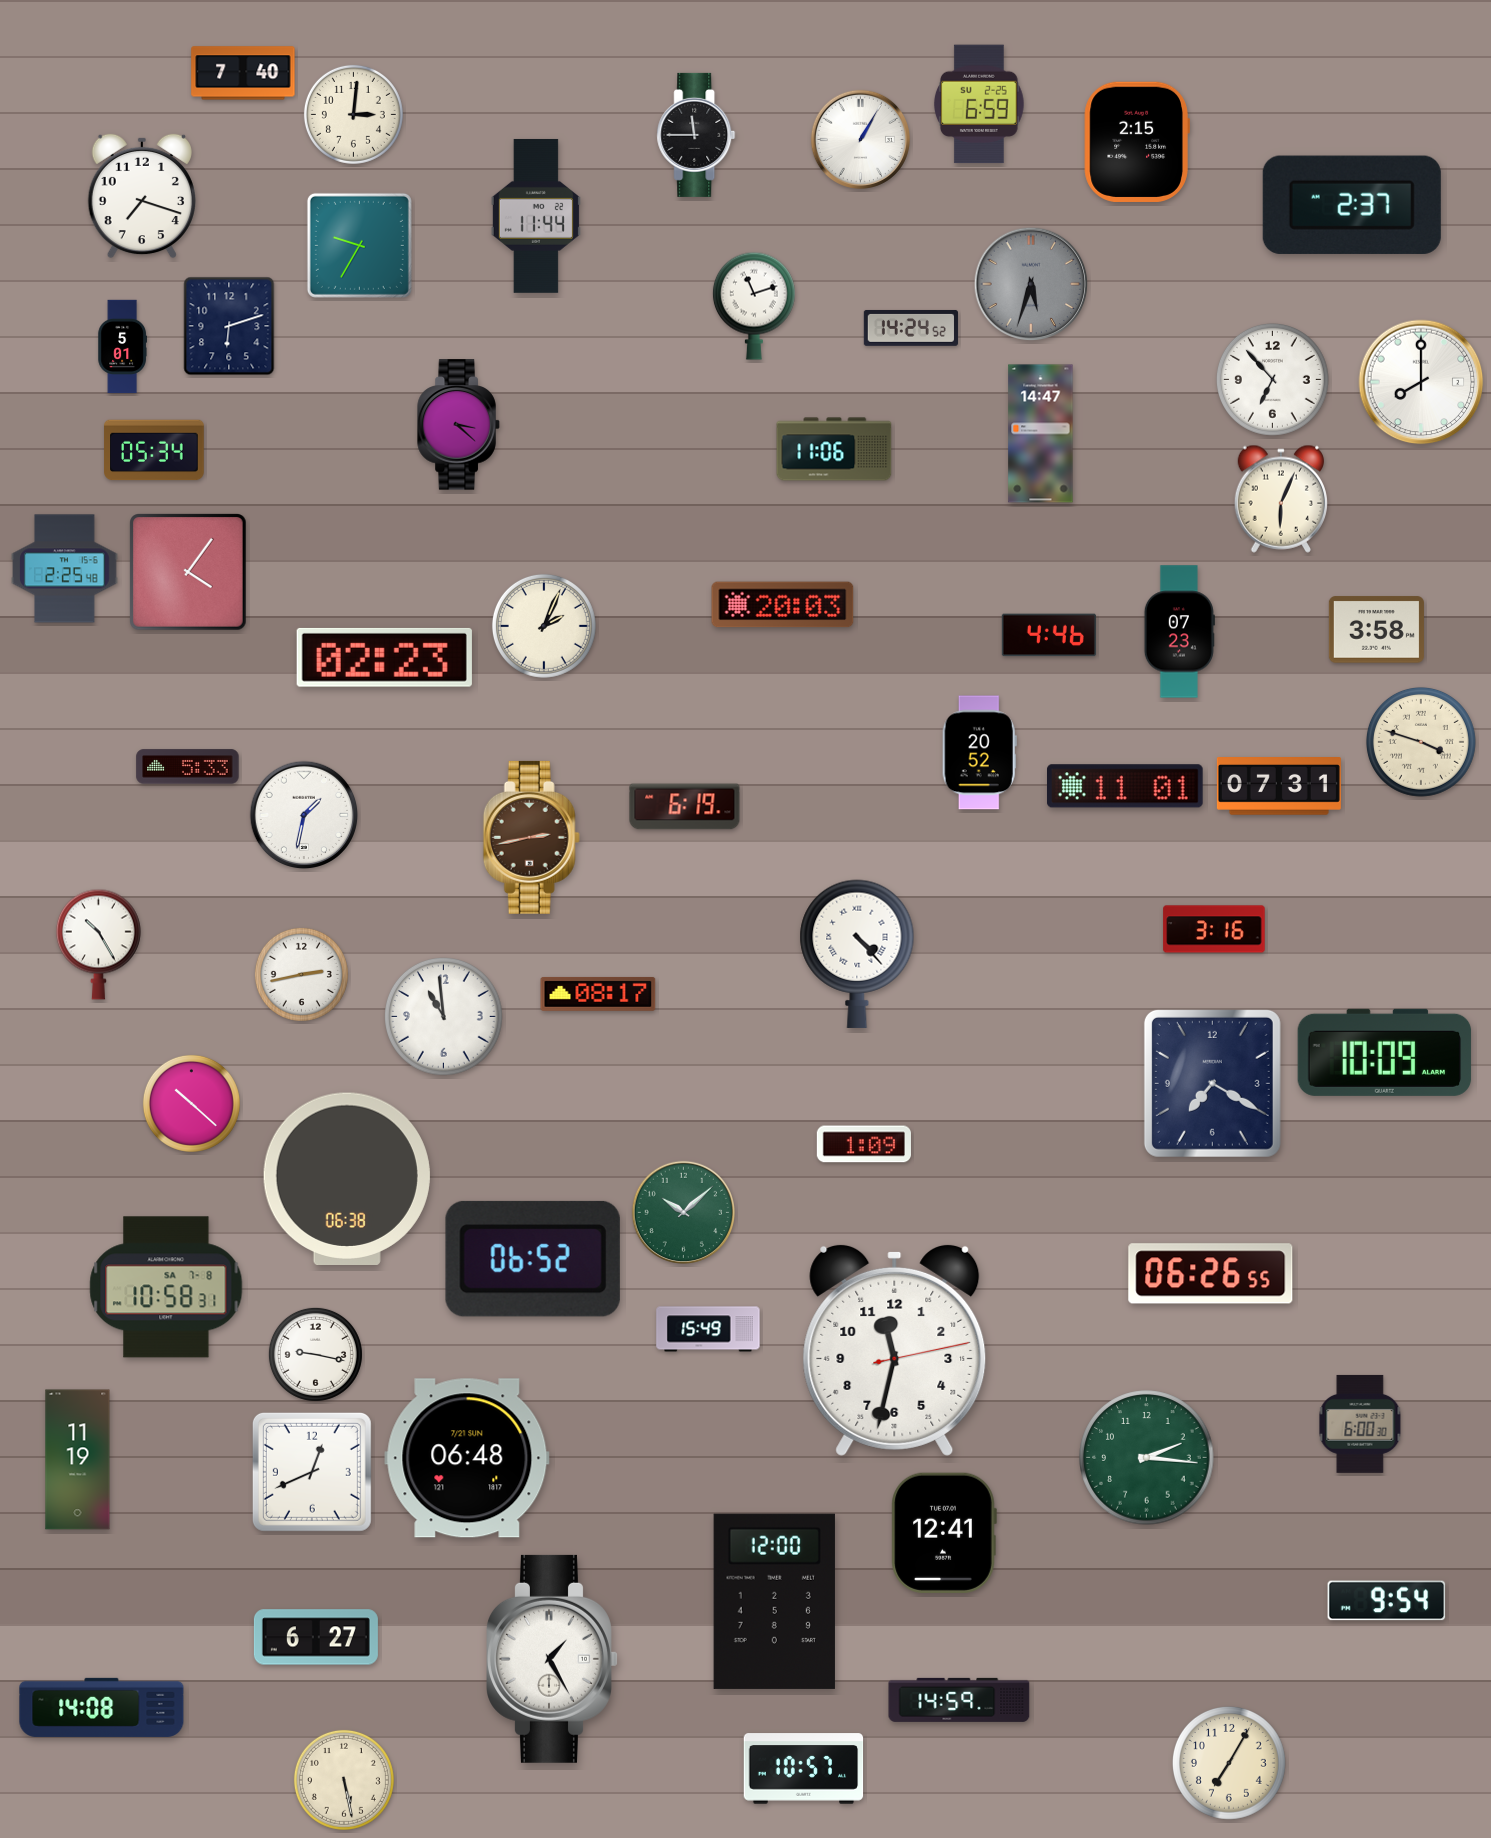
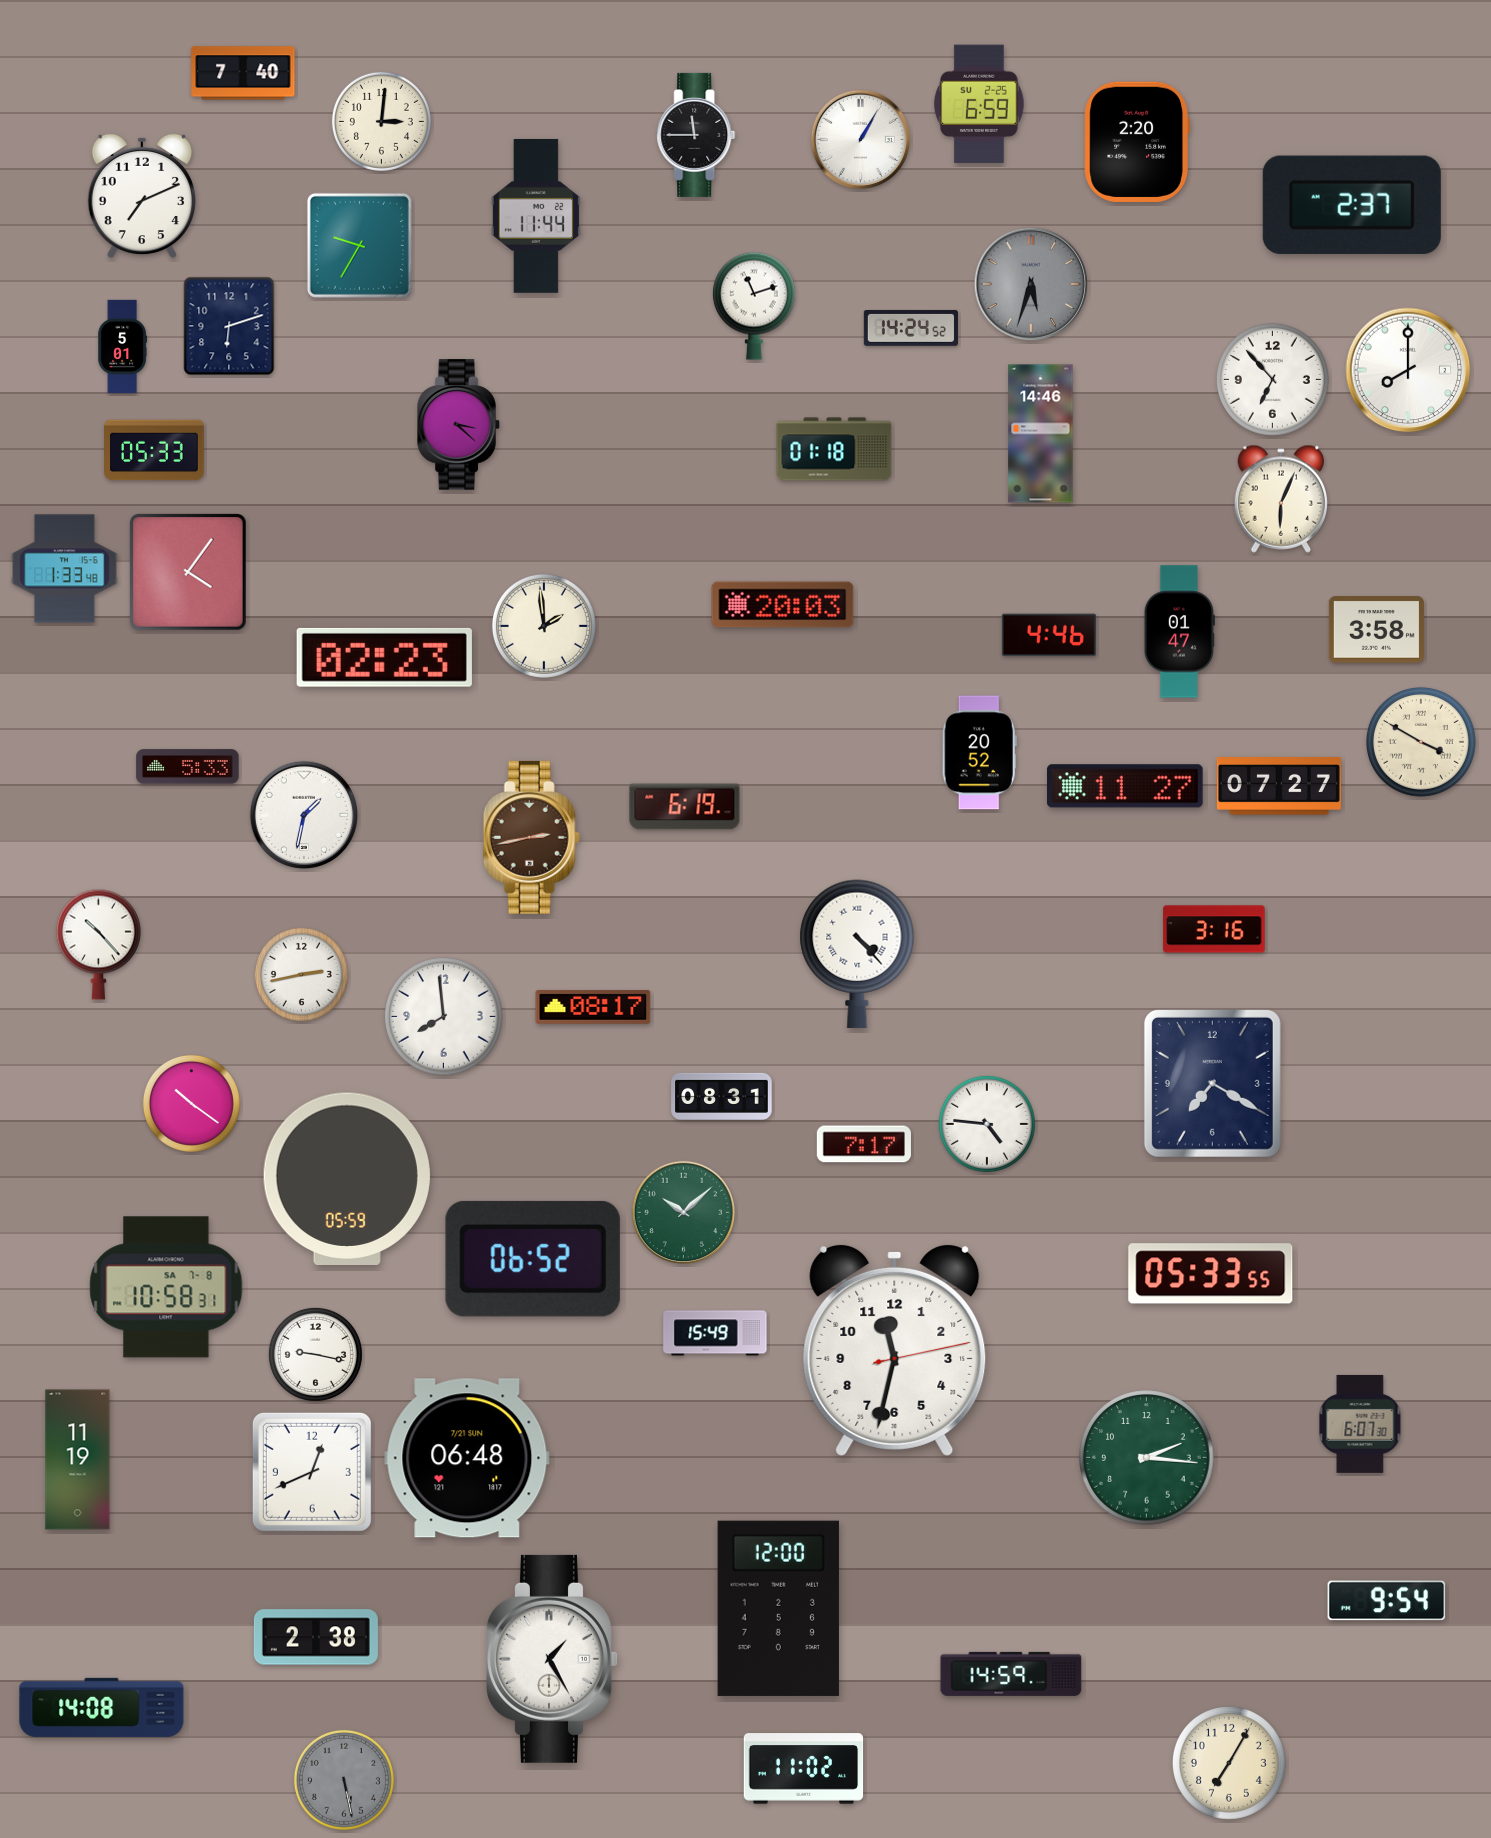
clock at (353, 114) position: (353, 114) -> (381, 121)
clock at (1137, 142): 2:15 -> 2:20
clock at (142, 196): 7:18 -> 7:11
clock at (1421, 382) position: (1421, 382) -> (1408, 370)
clock at (1041, 434): 14:47 -> 14:46
clock at (834, 449): 11:06 -> 01:18
clock at (154, 450): 05:34 -> 05:33
clock at (65, 569): 2:25 -> 1:33
clock at (544, 626): 2:04 -> 1:59
clock at (1179, 632): 07:23 -> 01:47
clock at (1421, 742): 3:48 -> 3:50
clock at (1126, 786): 11:01 -> 11:27
clock at (1279, 787): 07:31 -> 07:27
clock at (98, 944): 10:25 -> 10:23
clock at (598, 994) position: (598, 994) -> (593, 1007)
clock at (444, 1017): 10:59 -> 7:59
clock at (1385, 1052): 10:09 -> none
clock at (722, 1096): none -> 08:31
clock at (191, 1103): 10:22 -> 10:21
clock at (987, 1124): none -> 4:46
clock at (864, 1144): 1:09 -> 7:17
clock at (347, 1178): 06:38 -> 05:59
clock at (1211, 1274): 06:26 -> 05:33
clock at (708, 1329) position: (708, 1329) -> (715, 1333)
clock at (1360, 1424): 6:00 -> 6:07
clock at (944, 1533): 12:41 -> none
clock at (774, 1601) position: (774, 1601) -> (778, 1608)
clock at (316, 1637): 6:27 -> 2:38
clock at (959, 1700) position: (959, 1700) -> (1011, 1674)
clock at (804, 1769): 10:57 -> 11:02
clock at (344, 1780) dial: cream -> grey
